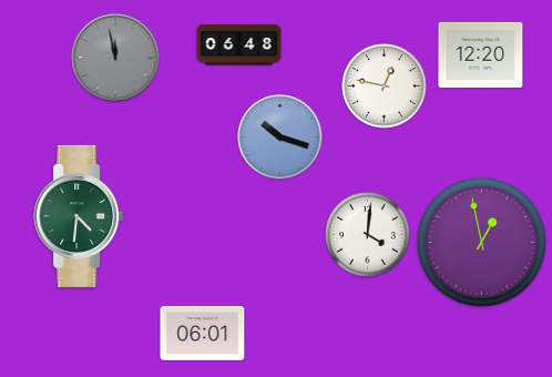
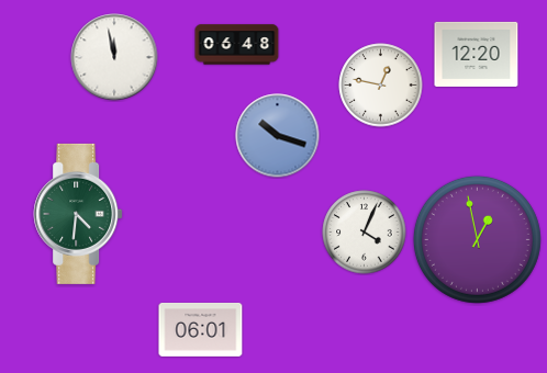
clock at (115, 58) dial: grey -> white
clock at (368, 235): 4:01 -> 4:04
